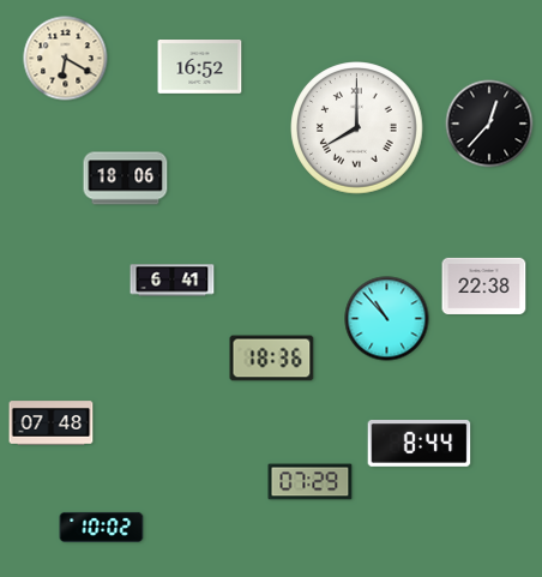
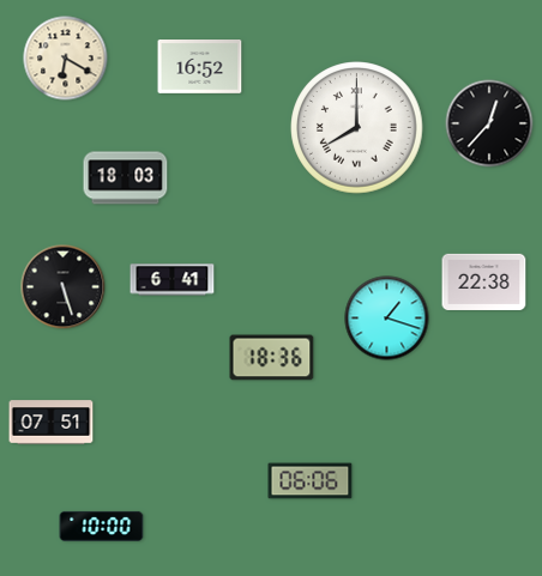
clock at (126, 179): 18:06 -> 18:03
clock at (484, 286) position: (484, 286) -> (484, 281)
clock at (64, 287): none -> 5:27
clock at (387, 319): 10:53 -> 1:18
clock at (52, 423): 07:48 -> 07:51
clock at (420, 444): 8:44 -> none
clock at (311, 482): 07:29 -> 06:06
clock at (102, 527): 10:02 -> 10:00
